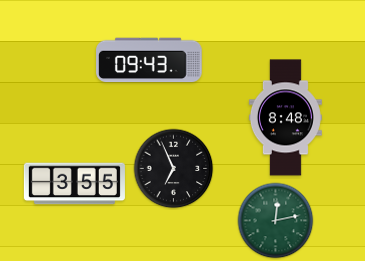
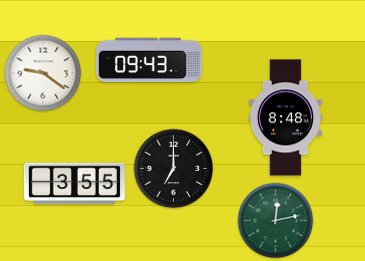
clock at (43, 73): none -> 9:21
clock at (174, 169): 6:56 -> 7:00
